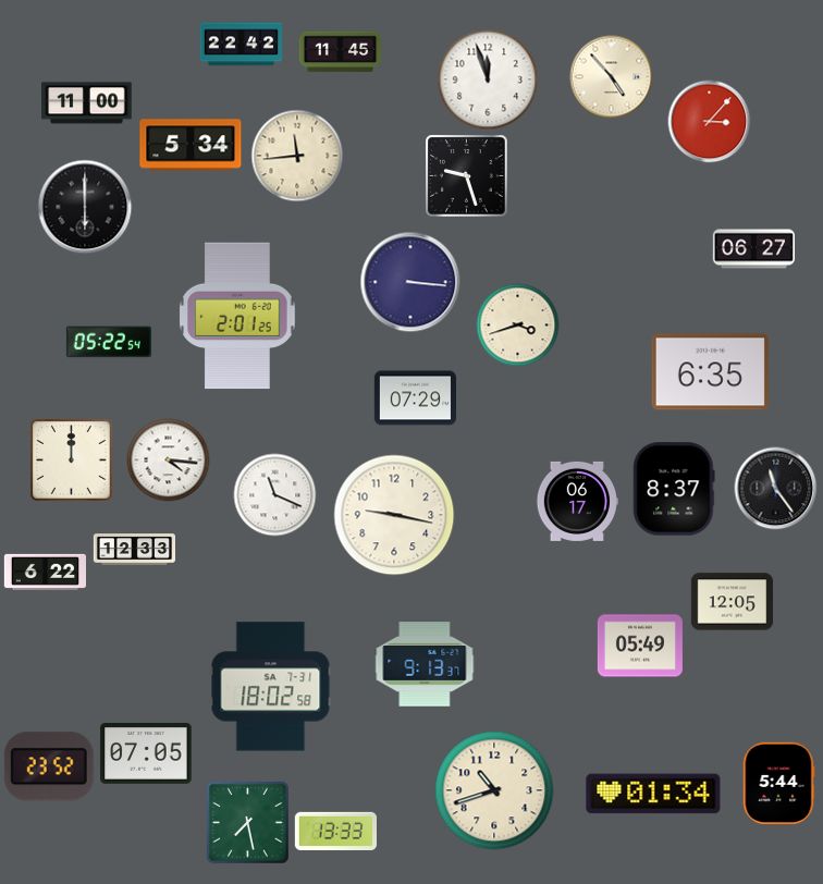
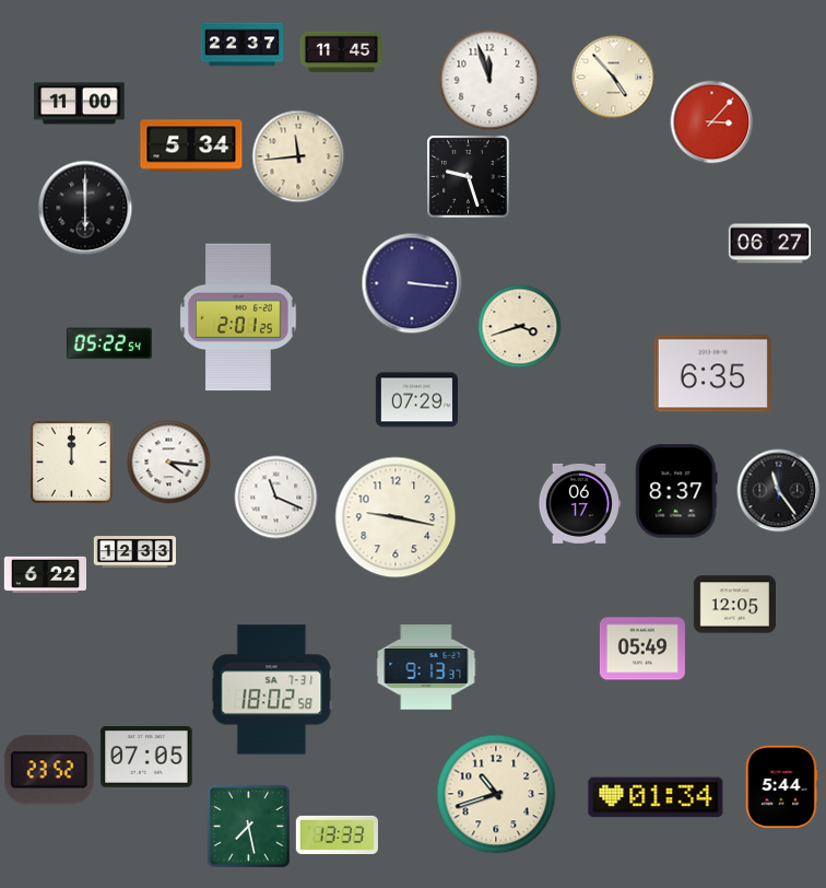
clock at (242, 45): 22:42 -> 22:37
clock at (87, 103) position: (87, 103) -> (80, 104)
clock at (754, 249) position: (754, 249) -> (770, 244)
